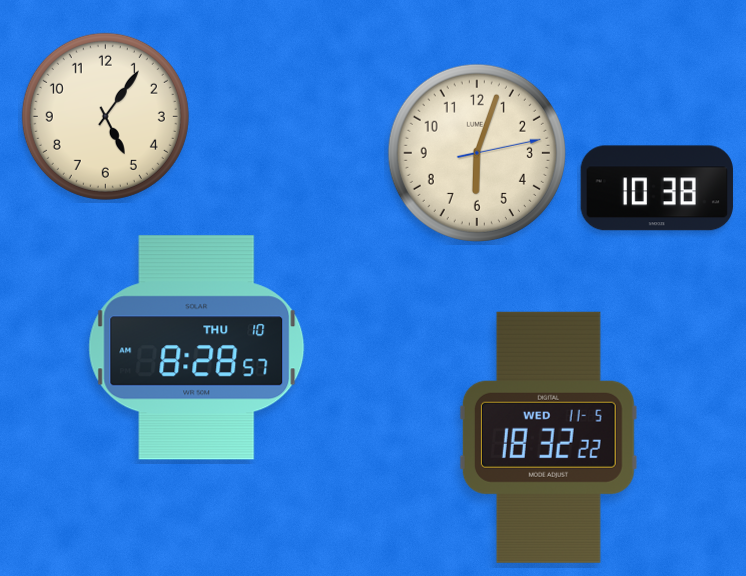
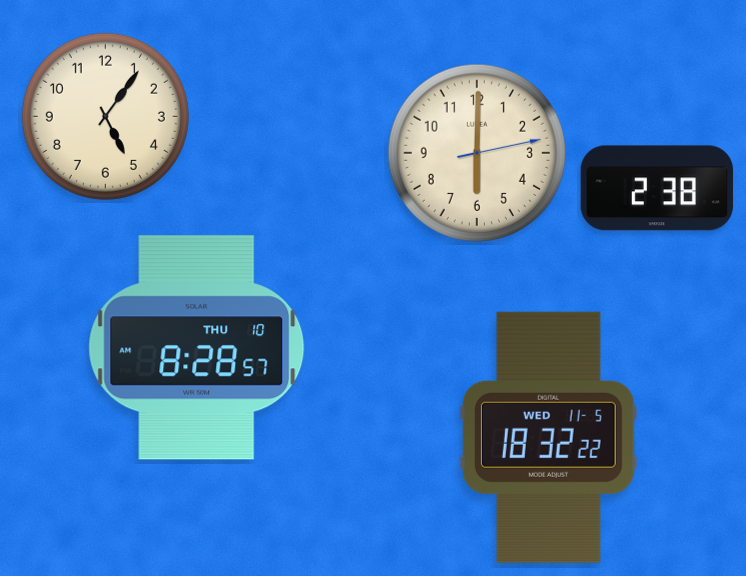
clock at (477, 153): 6:03 -> 6:00
clock at (656, 188): 10:38 -> 2:38
